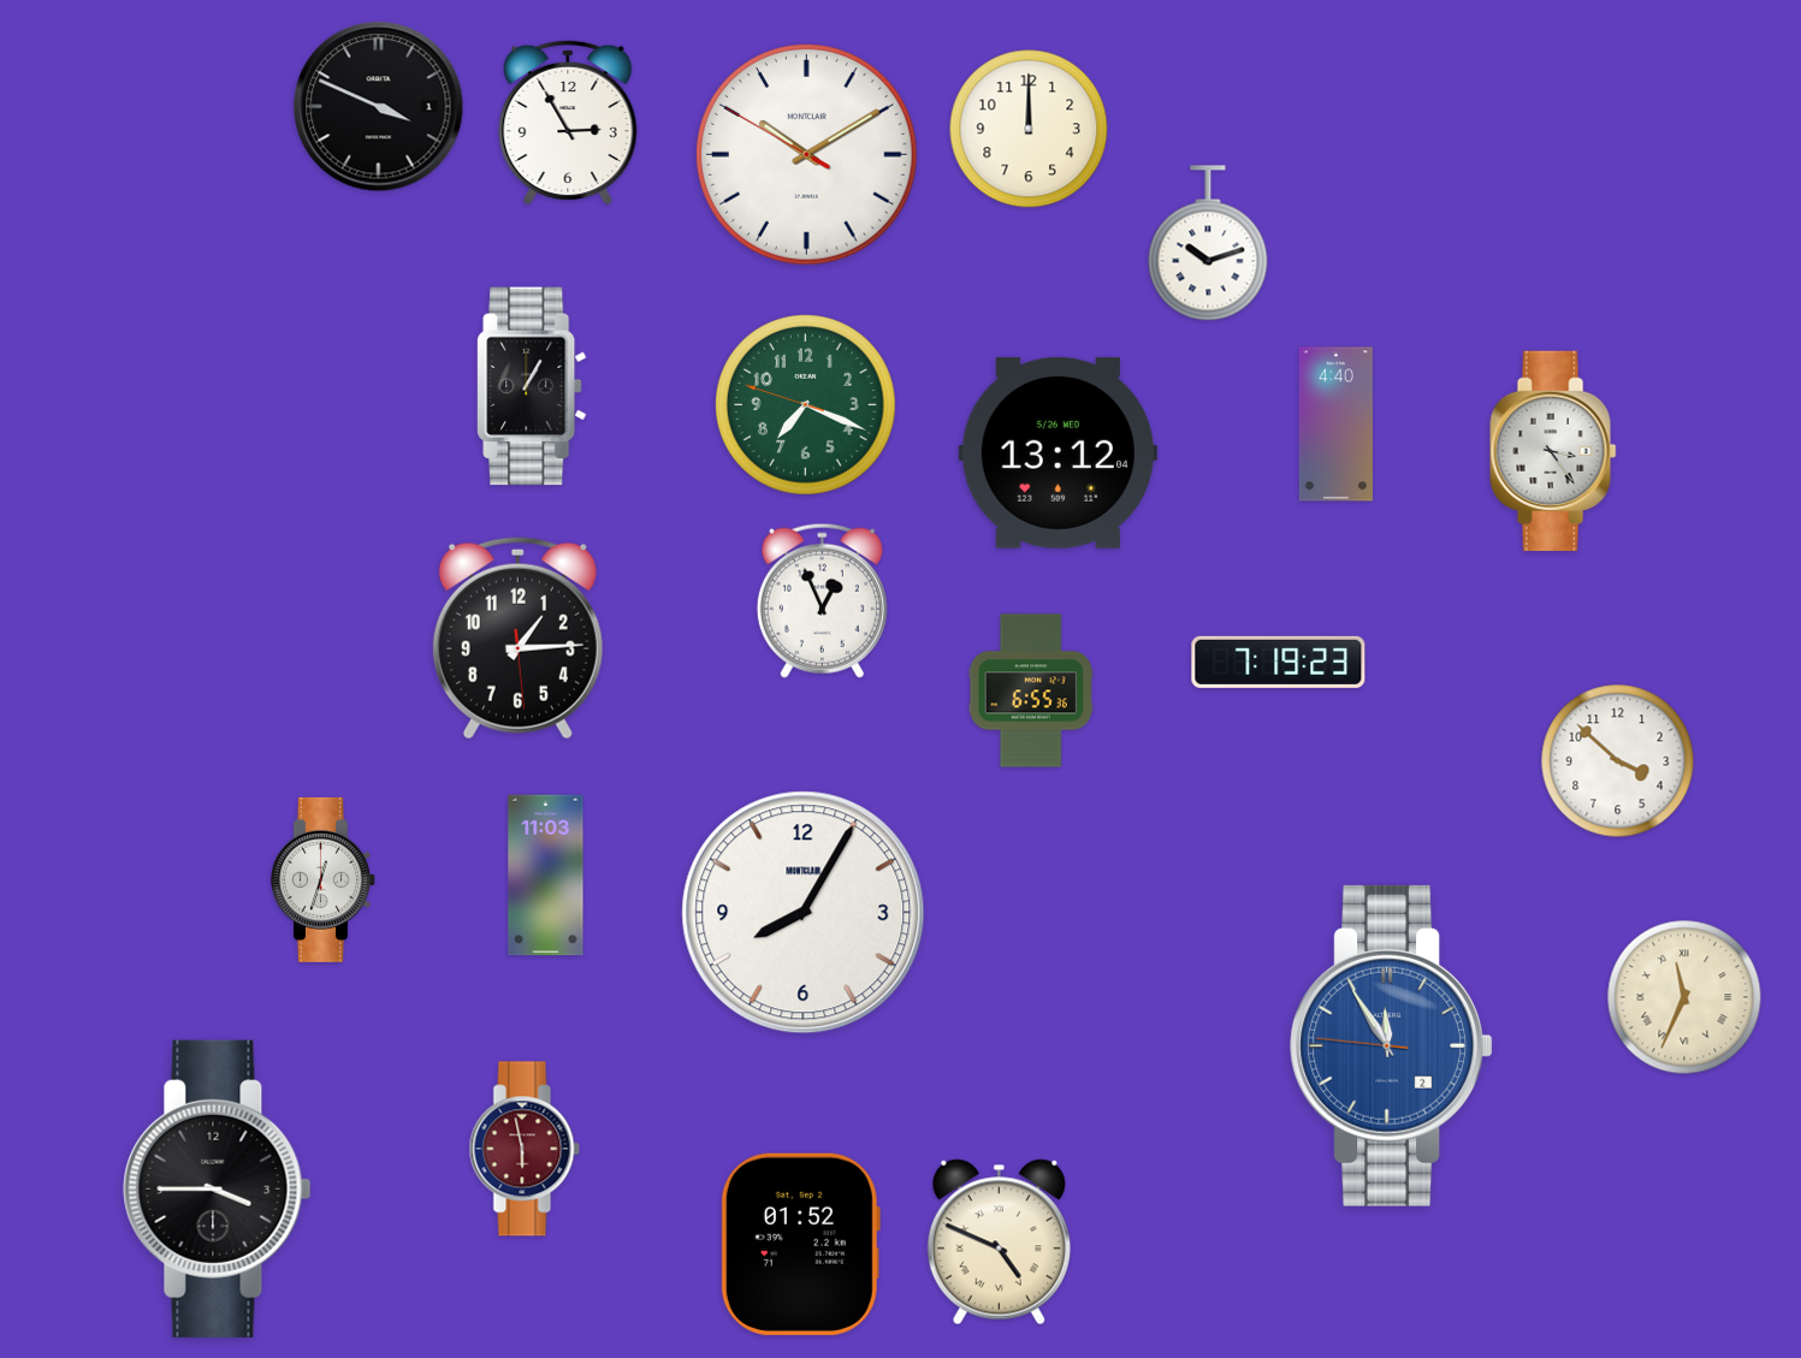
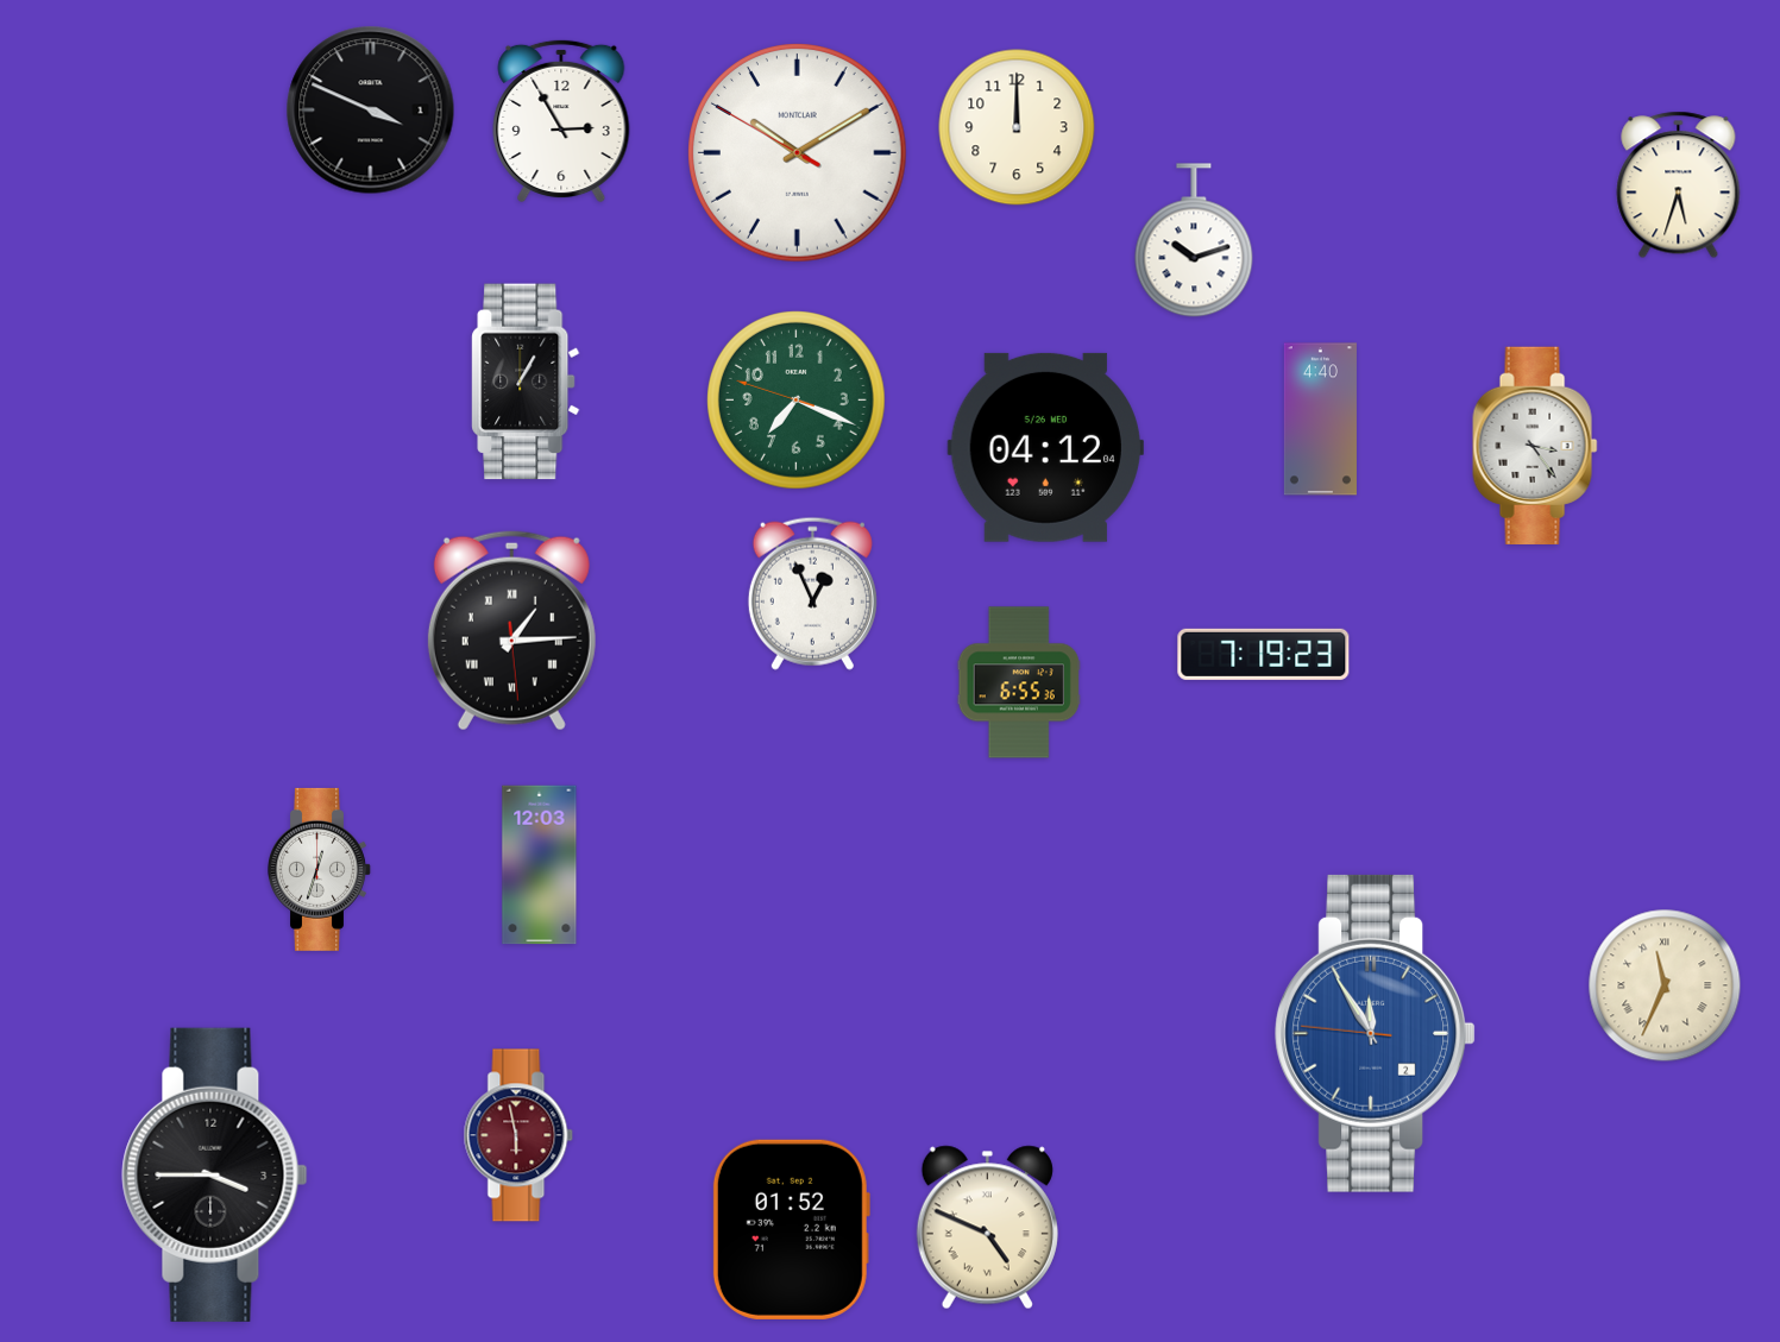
clock at (379, 107) position: (379, 107) -> (371, 111)
clock at (1679, 185): none -> 5:33
clock at (1058, 452): 13:12 -> 04:12
clock at (517, 639) numerals: Arabic -> Roman
clock at (1618, 761): 3:52 -> none
clock at (546, 876): 11:03 -> 12:03
clock at (804, 913): 8:05 -> none
